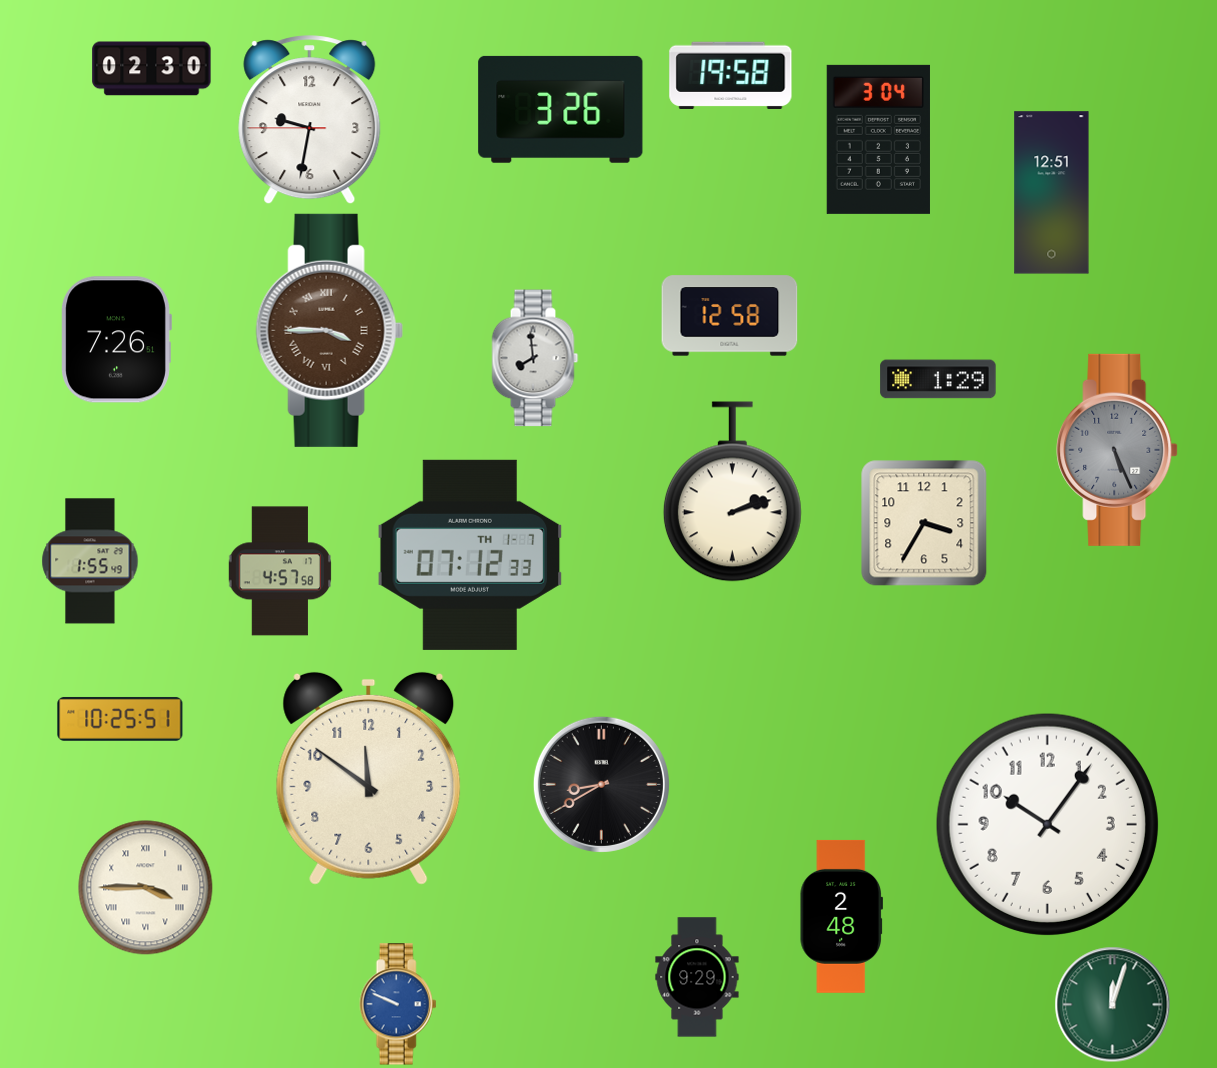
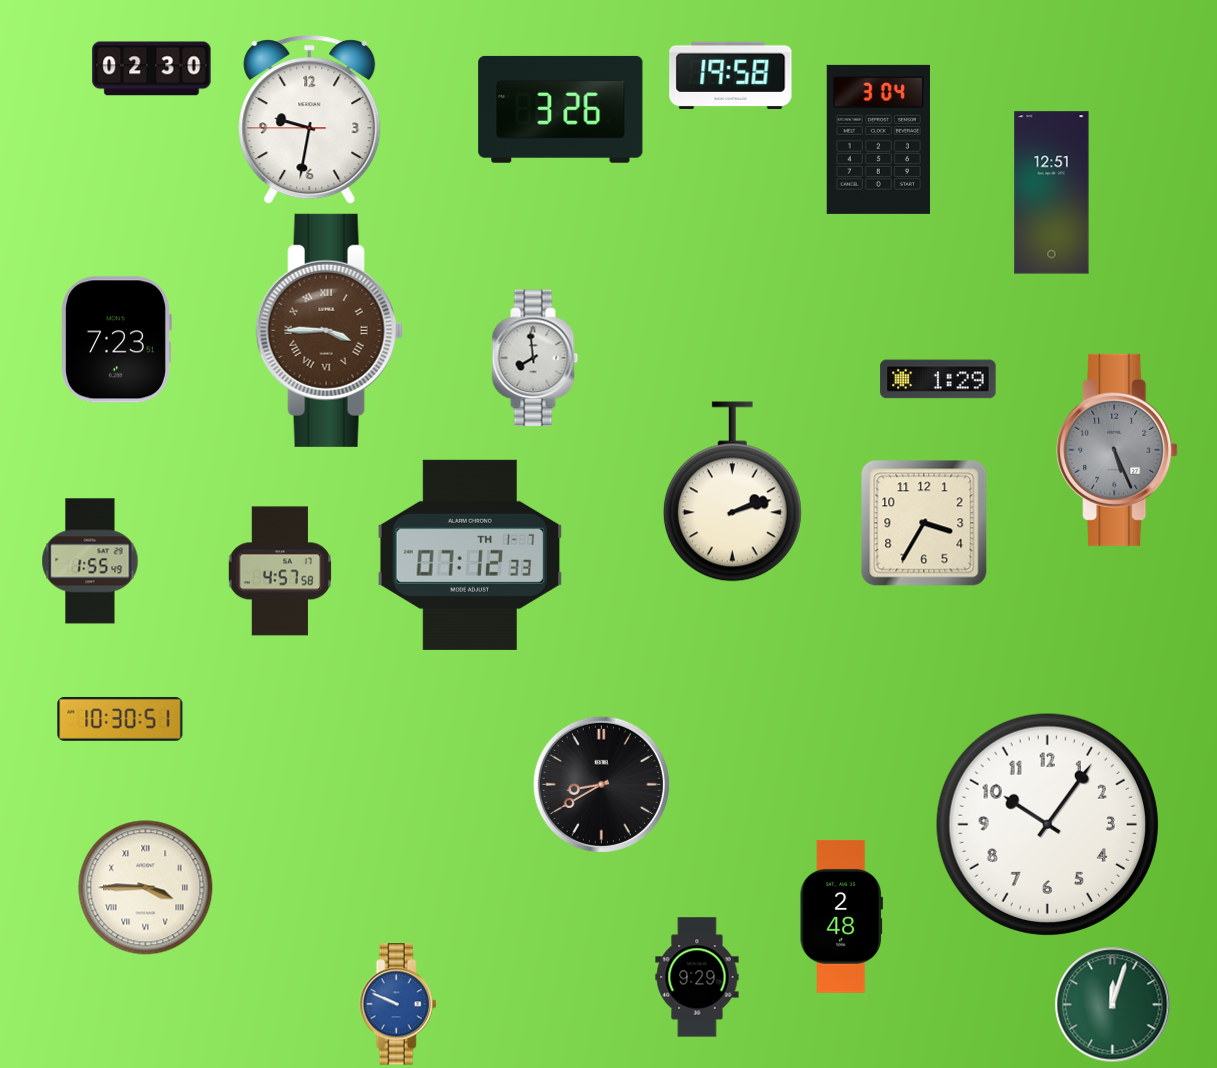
clock at (730, 316): 12:58 -> none
clock at (116, 340): 7:26 -> 7:23
clock at (120, 719): 10:25 -> 10:30
clock at (369, 778): 11:51 -> none
